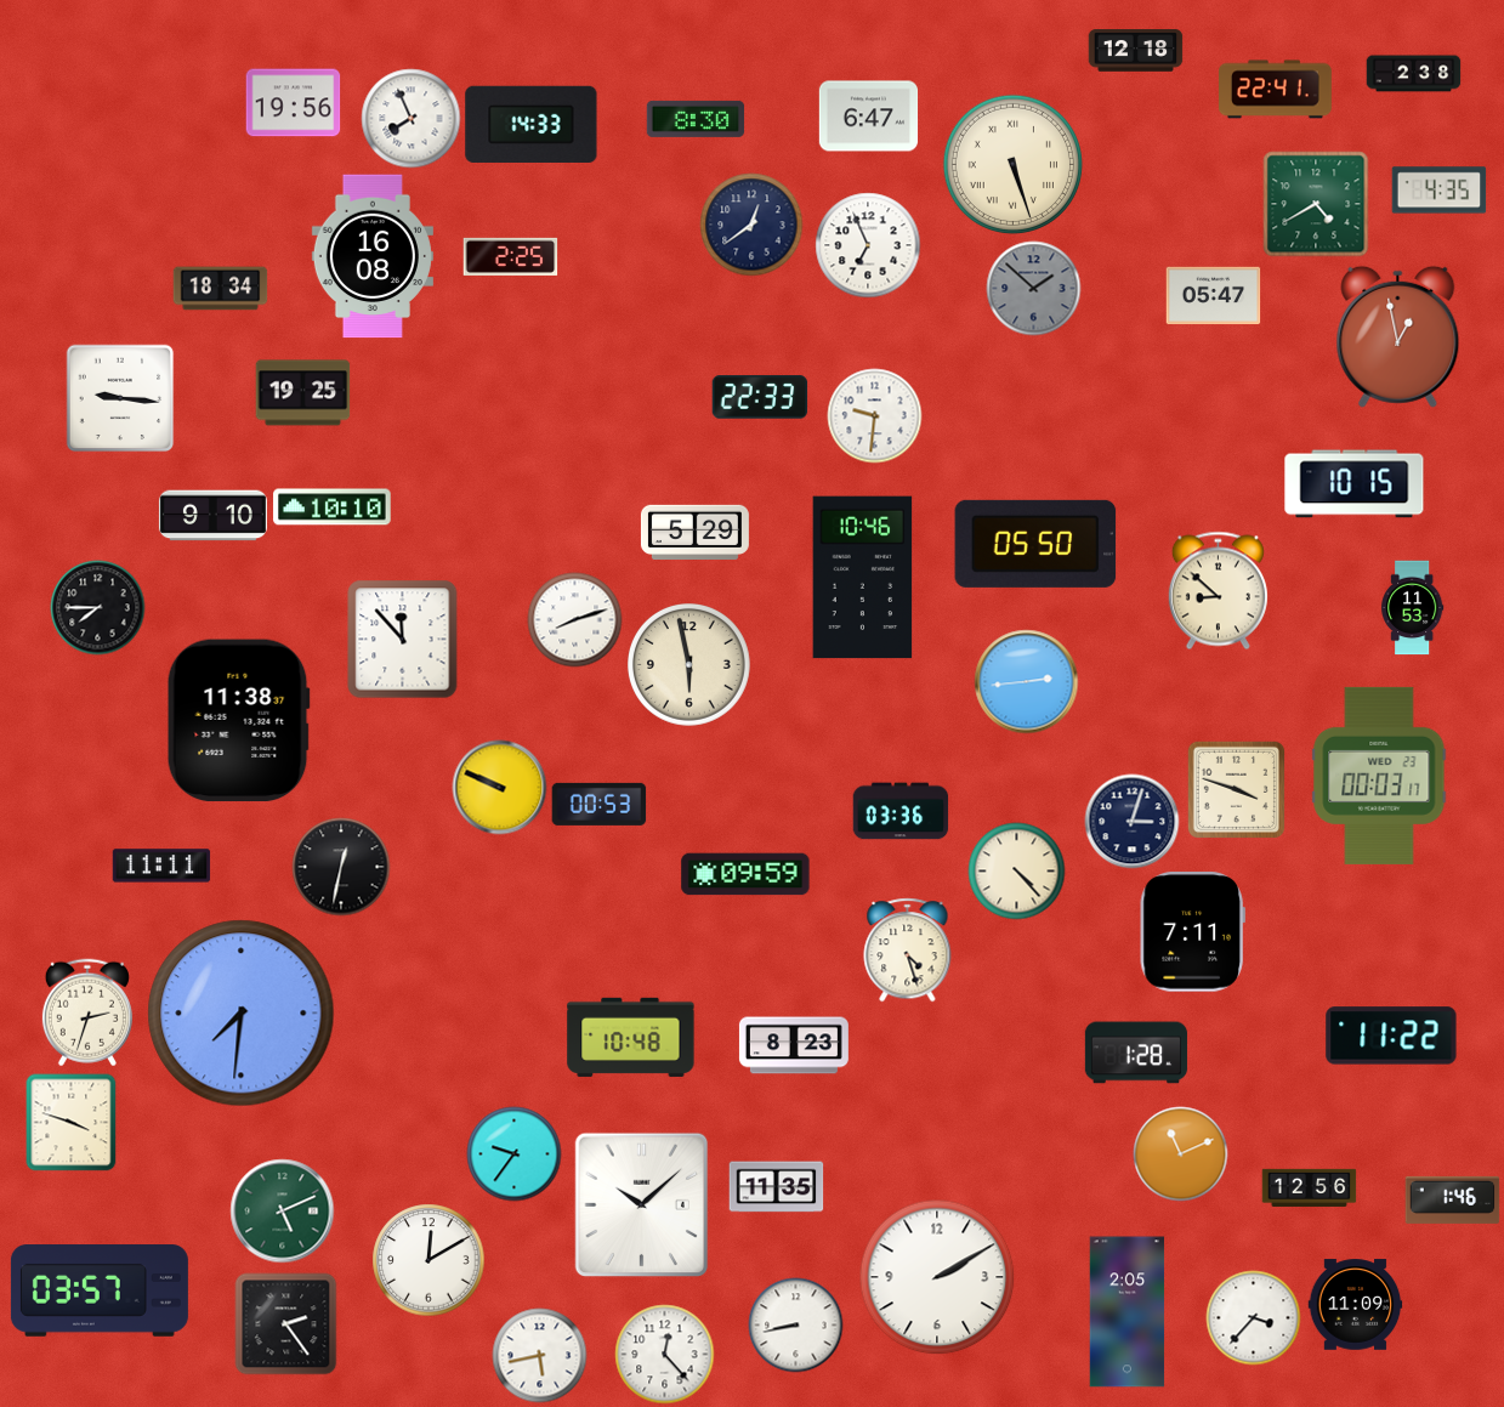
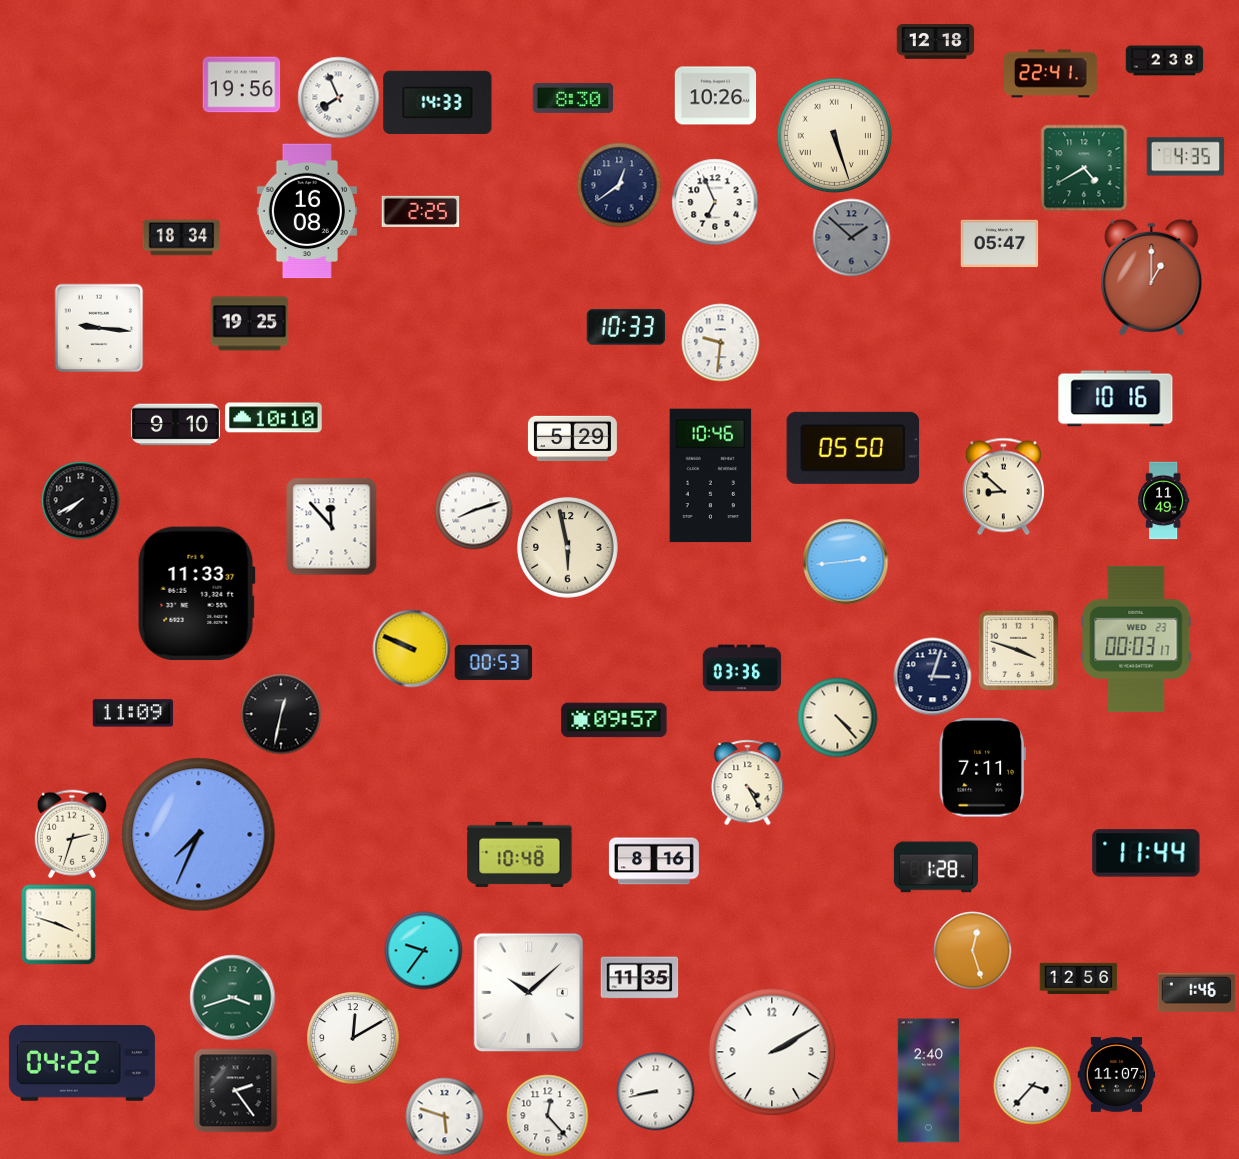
clock at (868, 117): 6:47 -> 10:26
clock at (1398, 336): 12:58 -> 1:00
clock at (760, 397): 22:33 -> 10:33
clock at (1355, 484): 10:15 -> 10:16
clock at (97, 607): 7:45 -> 7:40
clock at (1413, 607): 11:53 -> 11:49
clock at (238, 721): 11:38 -> 11:33
clock at (161, 866): 11:11 -> 11:09
clock at (745, 874): 09:59 -> 09:57
clock at (908, 949): 4:27 -> 4:25
clock at (242, 1014): 7:31 -> 7:34
clock at (1391, 1036): 11:22 -> 11:44
clock at (794, 1045): 8:23 -> 8:16
clock at (1180, 1153): 11:11 -> 12:27
clock at (1452, 1199) position: (1452, 1199) -> (1196, 992)
clock at (282, 1210): 5:11 -> 3:42
clock at (100, 1290): 03:57 -> 04:22
clock at (1355, 1305): 11:09 -> 11:07
clock at (1128, 1312): 2:05 -> 2:40
clock at (539, 1355): 5:43 -> 5:48
